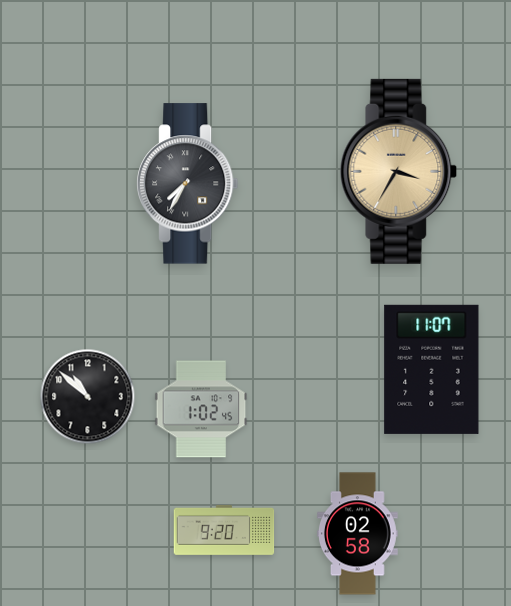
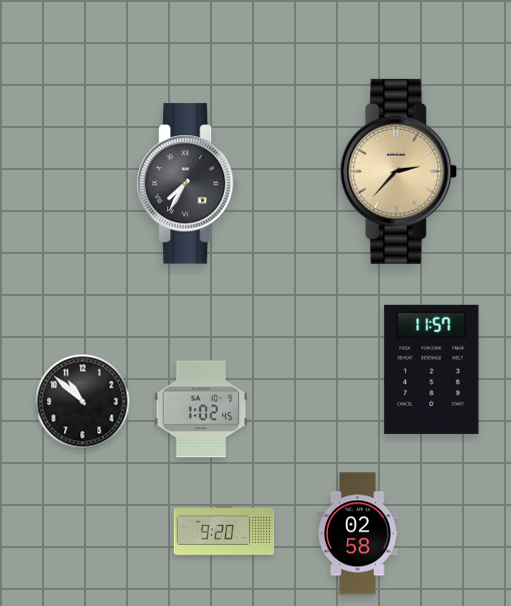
clock at (399, 171): 3:35 -> 2:37
clock at (432, 369): 11:07 -> 11:57
clock at (88, 397) position: (88, 397) -> (83, 402)
